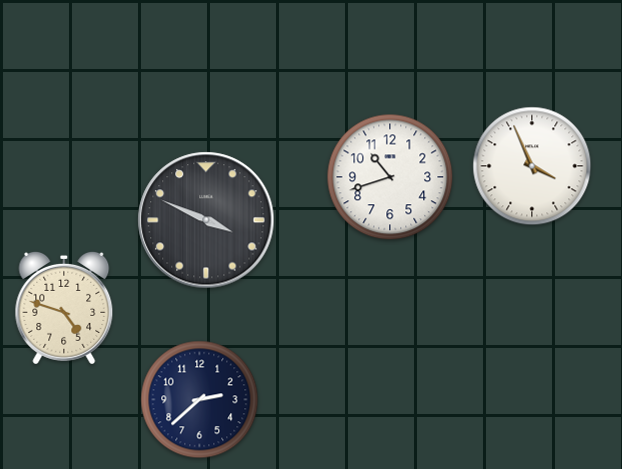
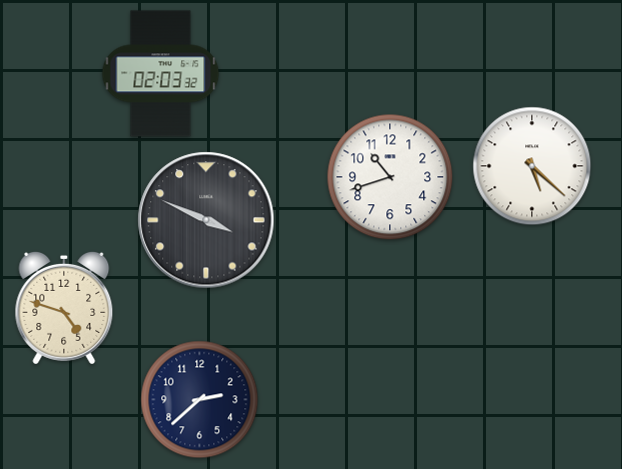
clock at (161, 74): none -> 02:03
clock at (532, 166): 3:56 -> 5:22
